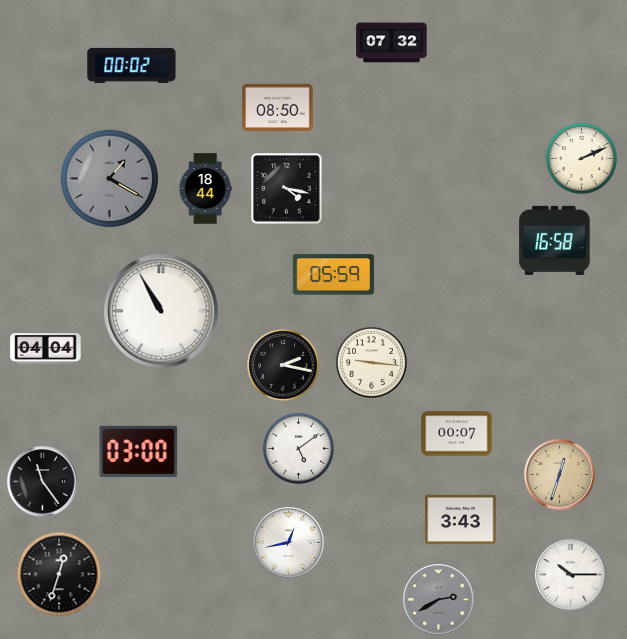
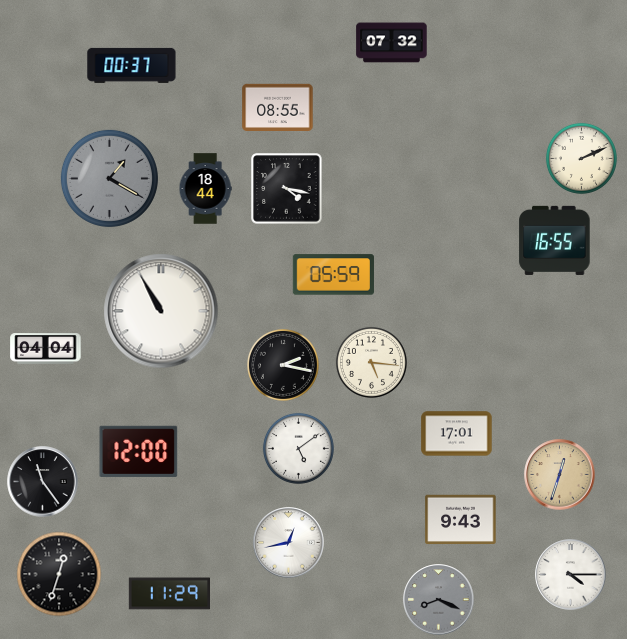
clock at (132, 65): 00:02 -> 00:37
clock at (278, 107): 08:50 -> 08:55
clock at (555, 240): 16:58 -> 16:55
clock at (371, 362): 9:16 -> 5:16
clock at (457, 434): 00:07 -> 17:01
clock at (139, 451): 03:00 -> 12:00
clock at (461, 520): 3:43 -> 9:43
clock at (571, 575): 10:15 -> 4:15
clock at (169, 594): none -> 11:29
clock at (439, 600): 2:40 -> 8:19
